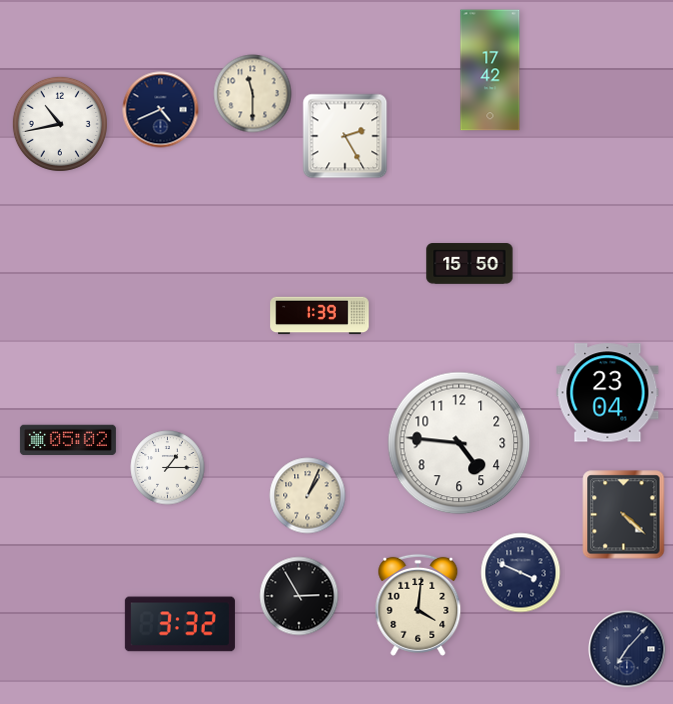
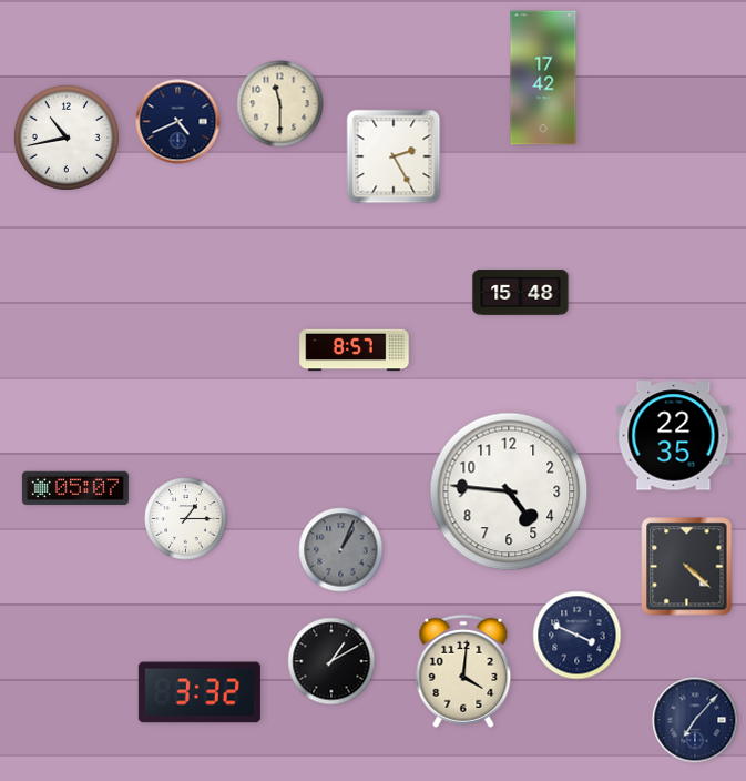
clock at (345, 136) position: (345, 136) -> (394, 156)
clock at (470, 264): 15:50 -> 15:48
clock at (320, 316): 1:39 -> 8:57
clock at (608, 393): 23:04 -> 22:35
clock at (68, 440): 05:02 -> 05:07
clock at (308, 496) dial: cream -> grey
clock at (624, 515) position: (624, 515) -> (687, 567)
clock at (299, 596): 2:55 -> 1:10
